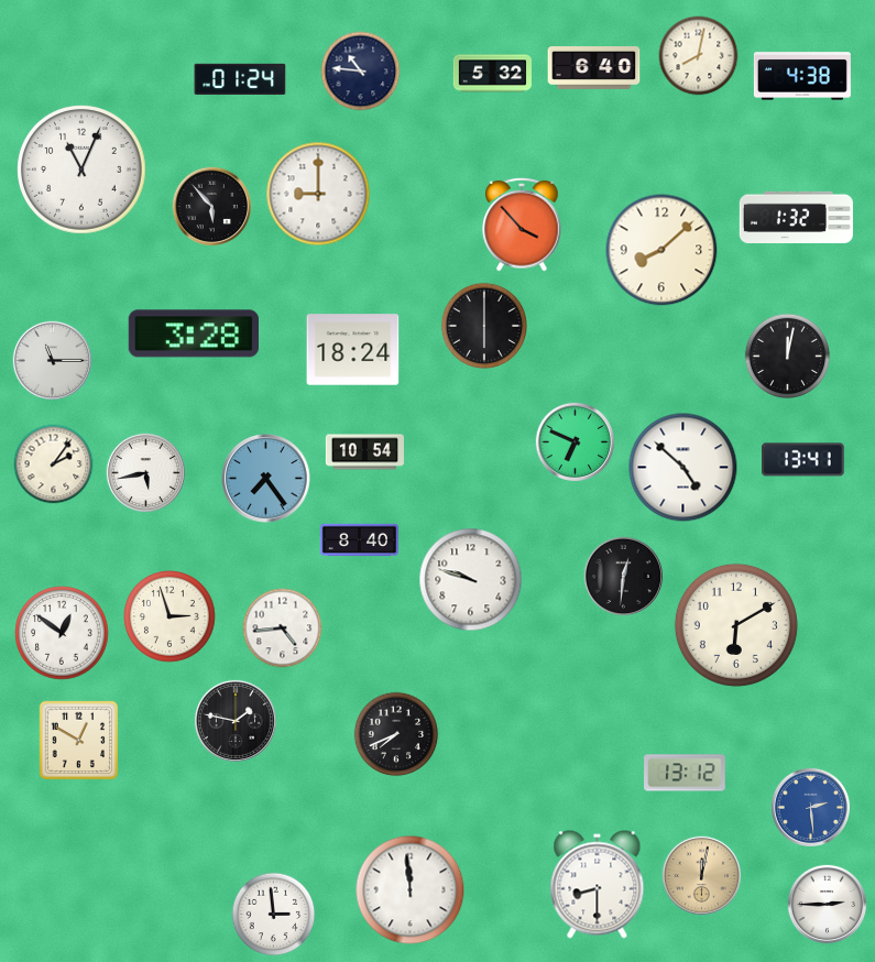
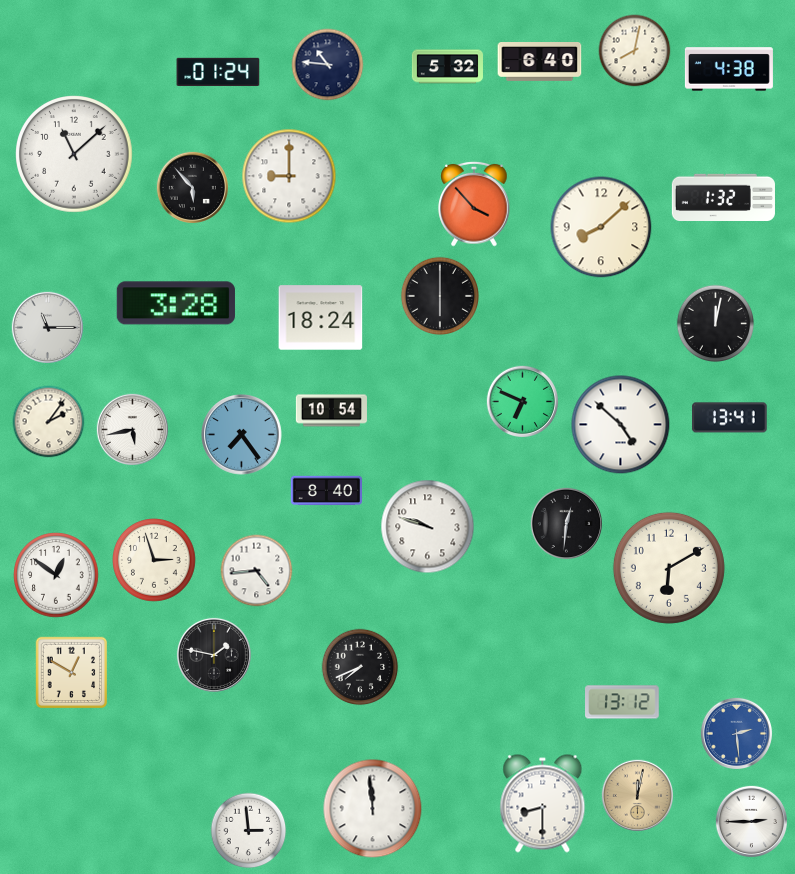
clock at (81, 170): 11:04 -> 11:08
